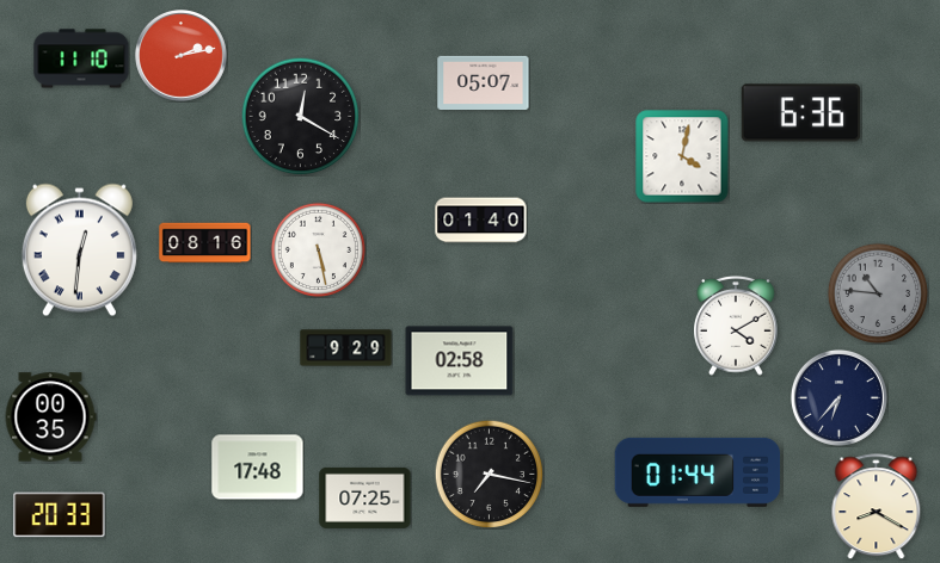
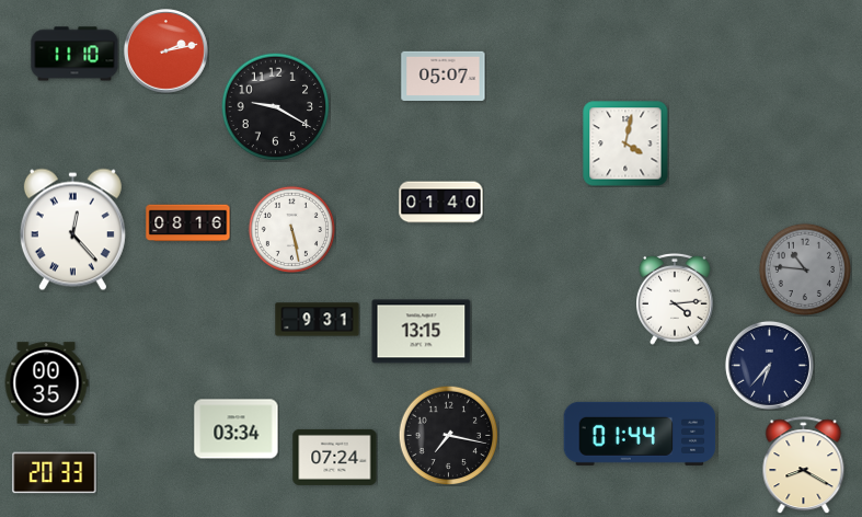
clock at (800, 113): 6:36 -> none
clock at (301, 117): 12:20 -> 9:20
clock at (79, 250): 12:31 -> 12:23
clock at (737, 326): 4:10 -> 4:14
clock at (346, 348): 9:29 -> 9:31
clock at (460, 361): 02:58 -> 13:15
clock at (258, 468): 17:48 -> 03:34
clock at (365, 497): 07:25 -> 07:24
